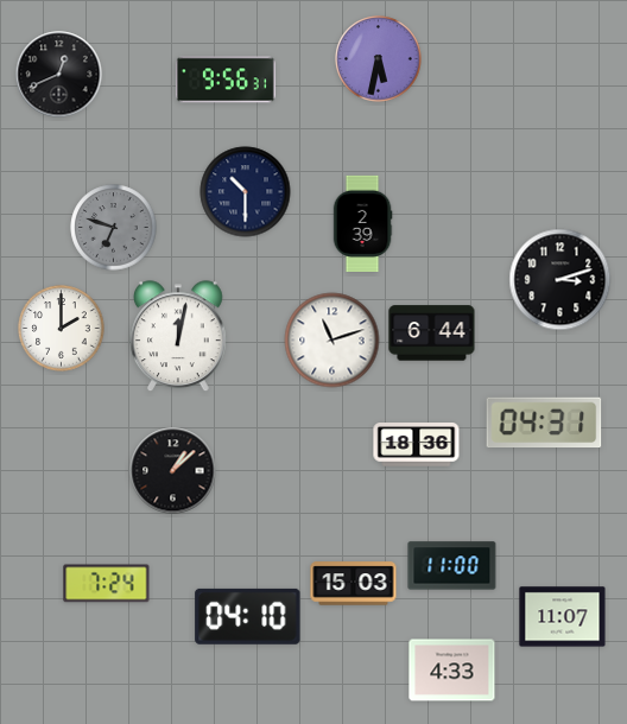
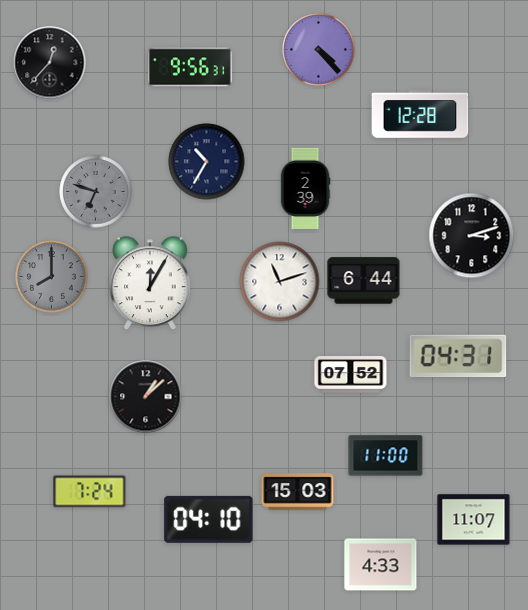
clock at (379, 59): 5:32 -> 4:23
clock at (59, 75): 12:41 -> 12:37
clock at (420, 114): none -> 12:28
clock at (246, 192): 10:30 -> 10:35
clock at (62, 329): 2:00 -> 8:00
clock at (62, 329) dial: white -> grey
clock at (179, 337): 12:02 -> 12:05
clock at (332, 341) position: (332, 341) -> (280, 282)
clock at (417, 445): 18:36 -> 07:52
clock at (452, 566) position: (452, 566) -> (386, 456)
